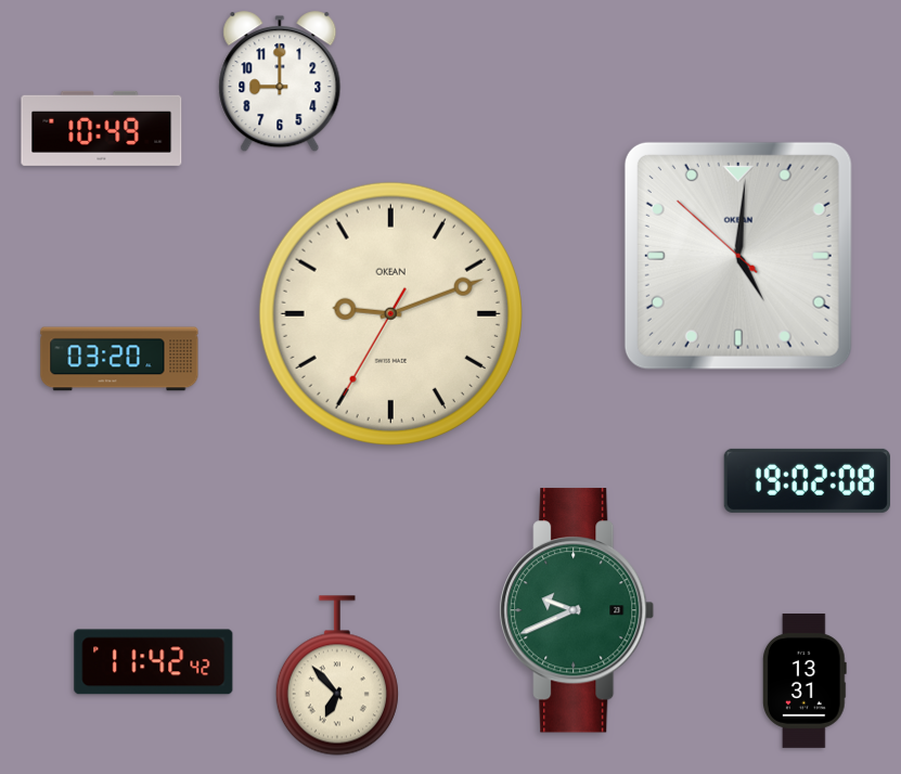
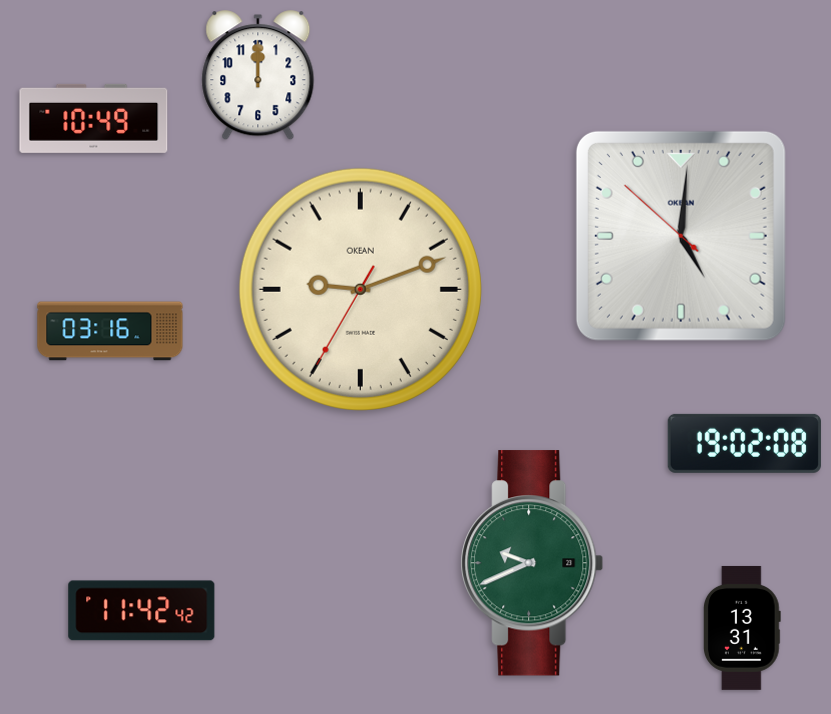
clock at (280, 82): 9:00 -> 12:00
clock at (119, 359): 03:20 -> 03:16
clock at (337, 675): 6:53 -> none
